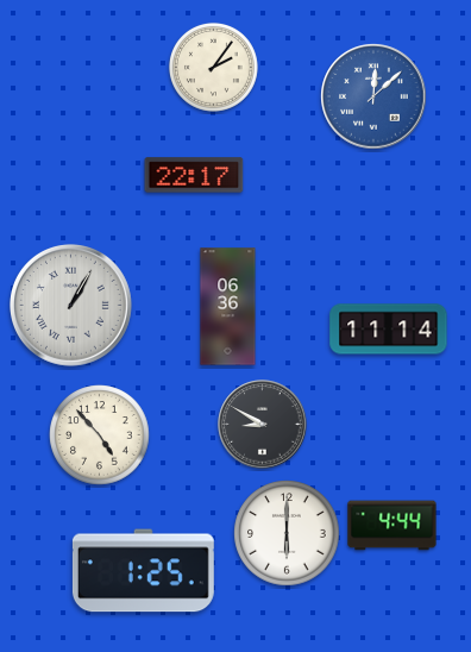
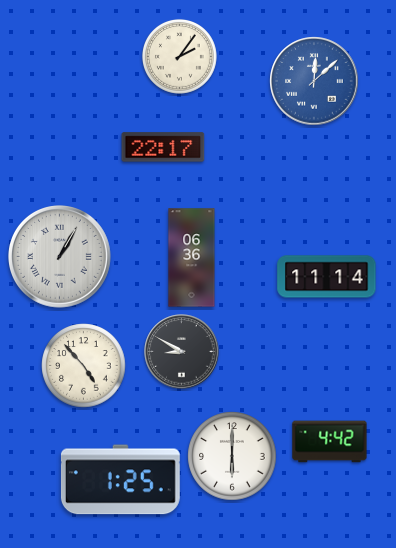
clock at (263, 425) position: (263, 425) -> (182, 352)
clock at (392, 526): 4:44 -> 4:42
clock at (287, 533) position: (287, 533) -> (232, 456)
